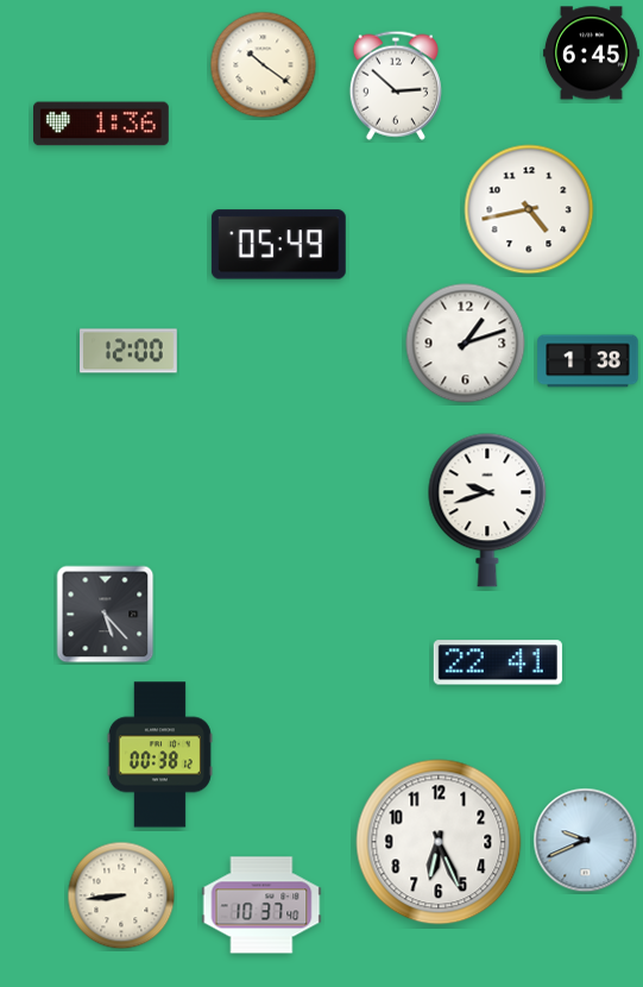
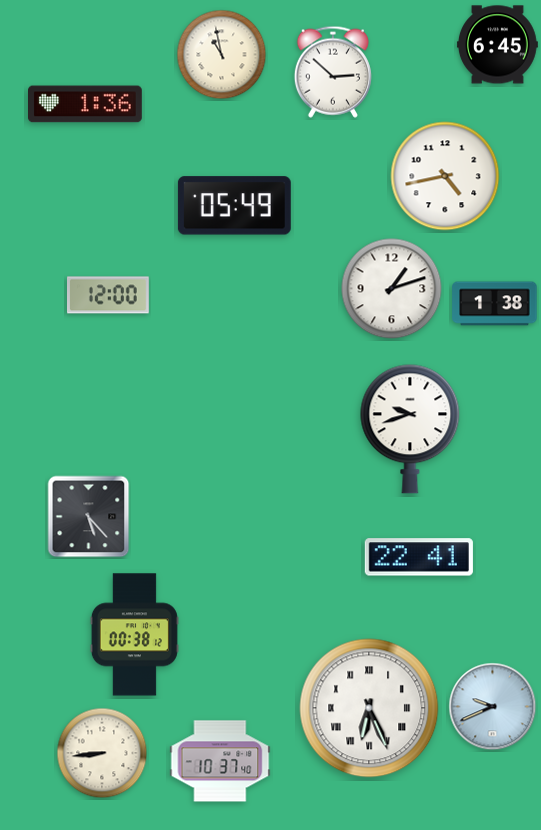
clock at (264, 65): 10:21 -> 10:58
clock at (439, 842) numerals: Arabic -> Roman
